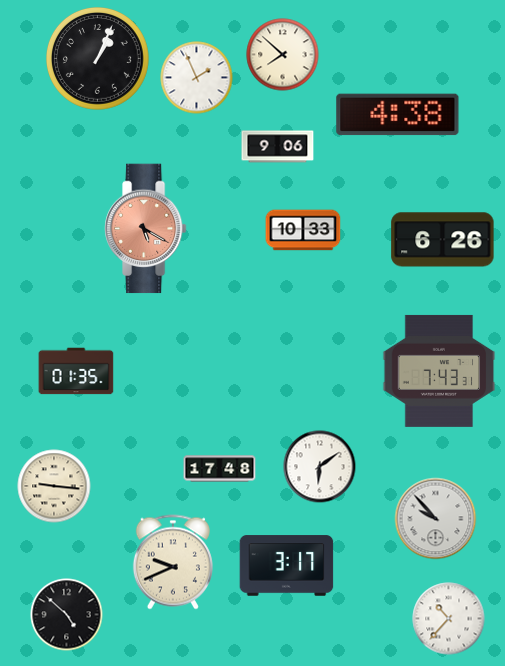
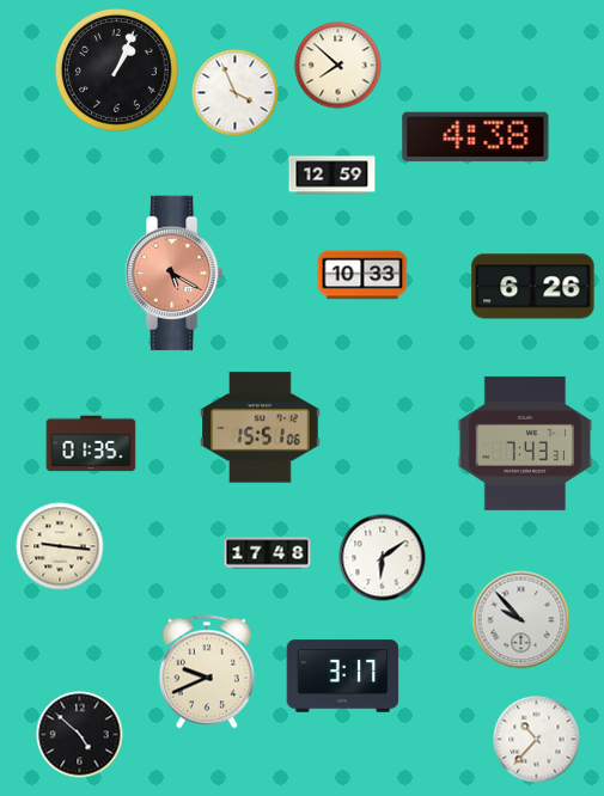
clock at (197, 78): 1:56 -> 3:56
clock at (278, 147): 9:06 -> 12:59
clock at (443, 240) position: (443, 240) -> (533, 287)
clock at (261, 428): none -> 15:51
clock at (220, 469) position: (220, 469) -> (268, 553)
clock at (54, 486) position: (54, 486) -> (60, 546)
